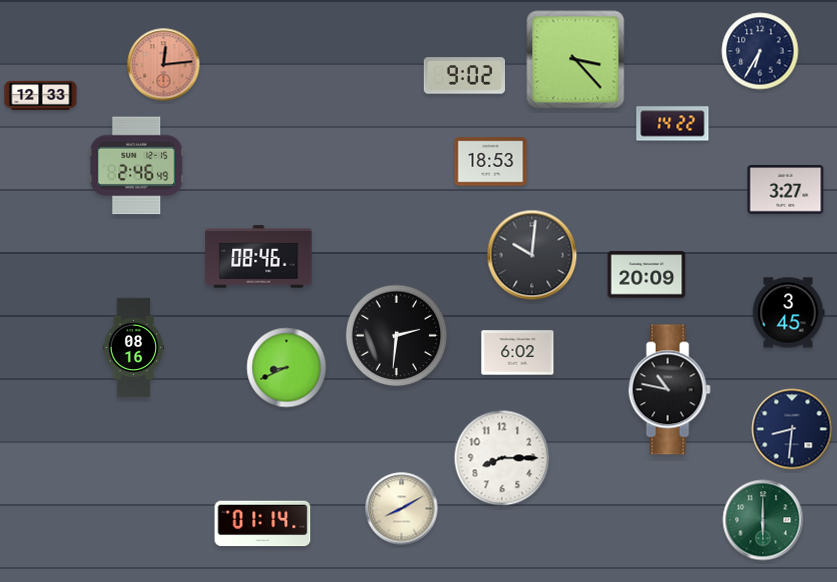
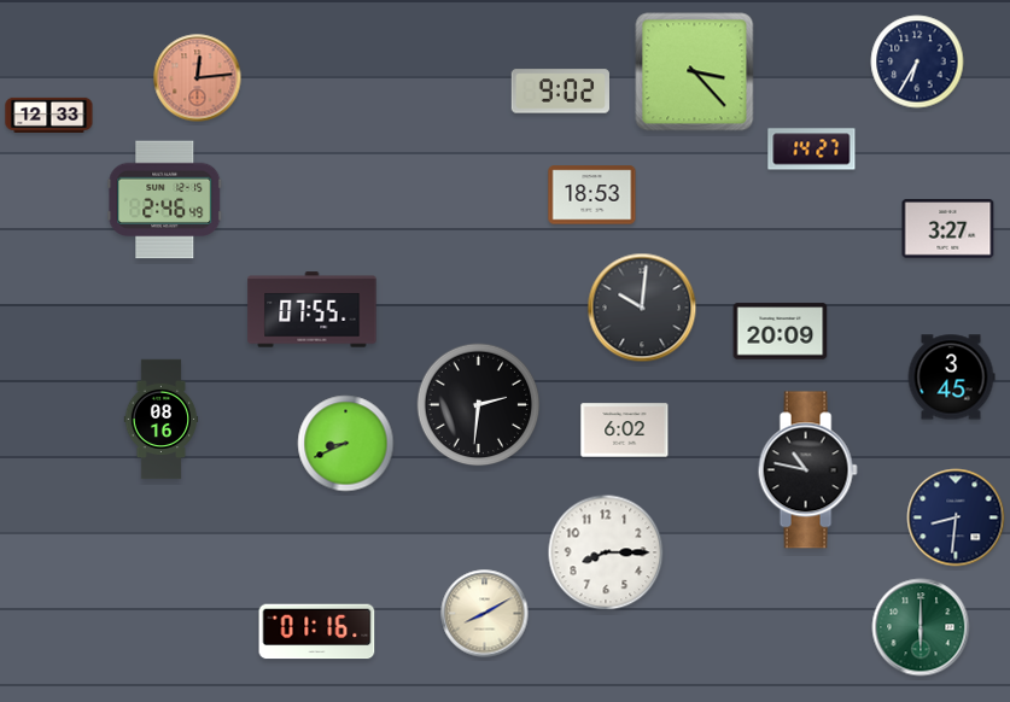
clock at (673, 124): 14:22 -> 14:27
clock at (259, 257): 08:46 -> 07:55
clock at (518, 353) position: (518, 353) -> (625, 431)
clock at (263, 524): 01:14 -> 01:16
